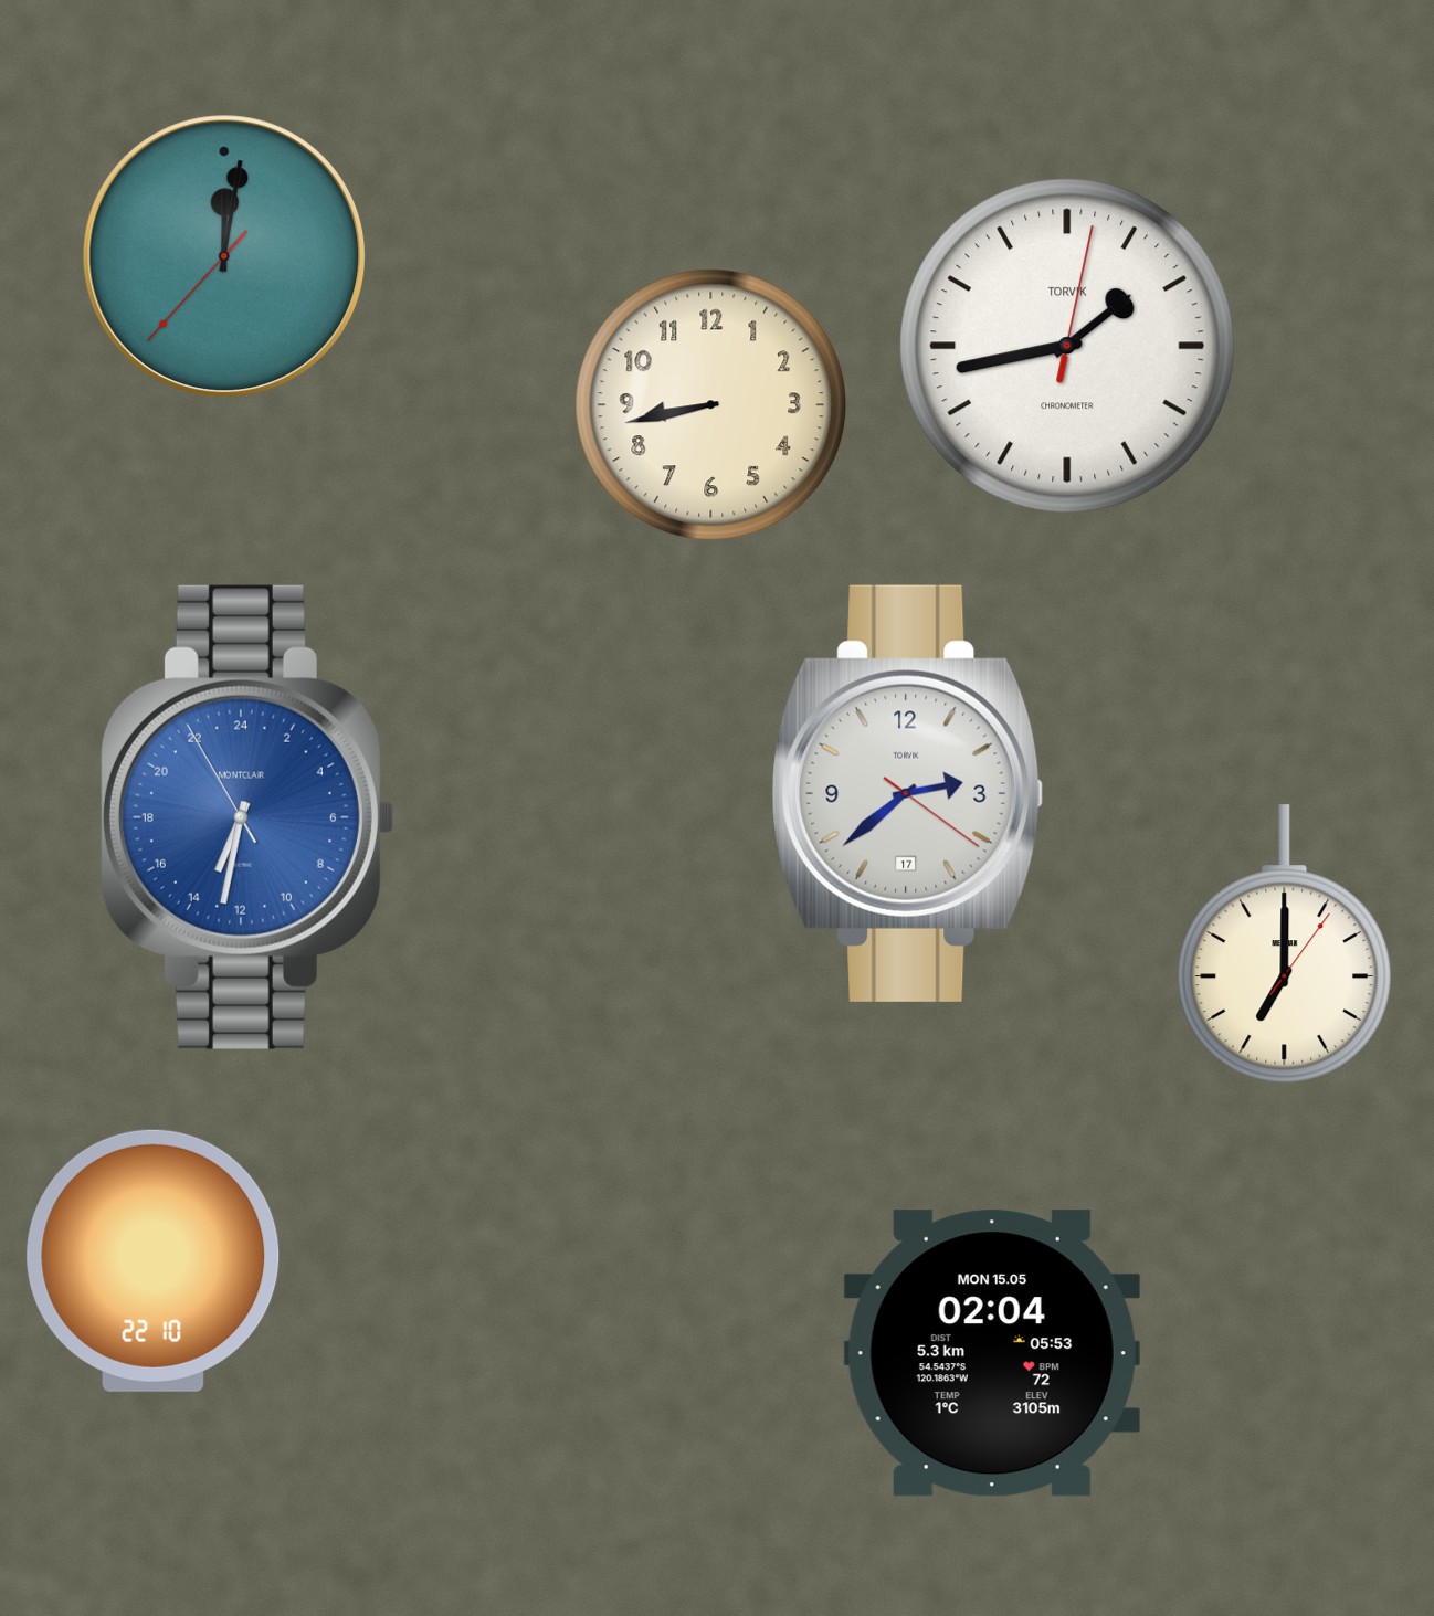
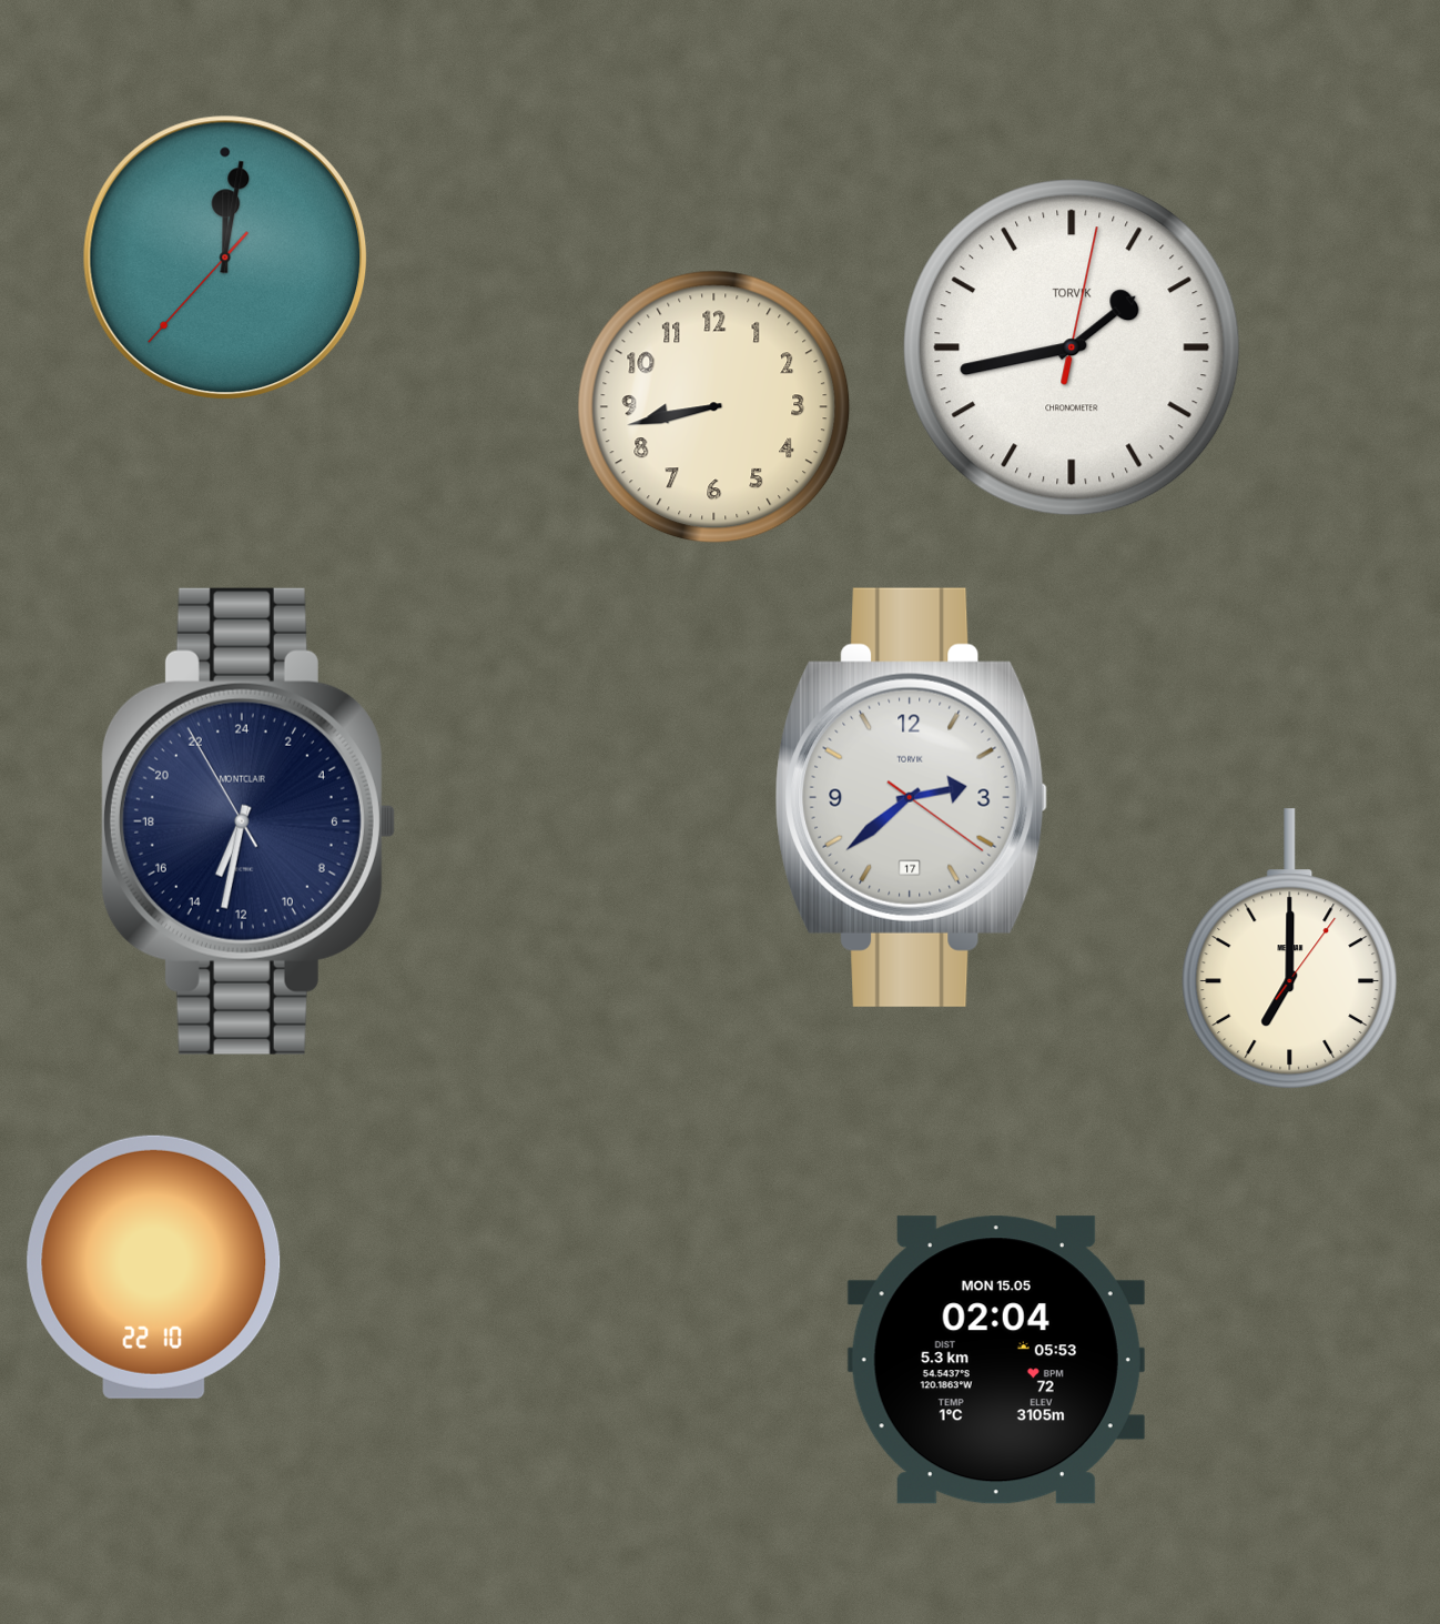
clock at (246, 817) dial: blue -> navy
